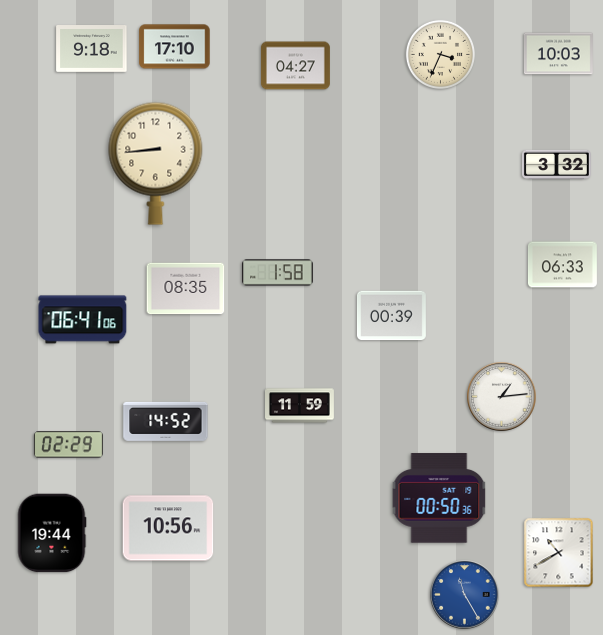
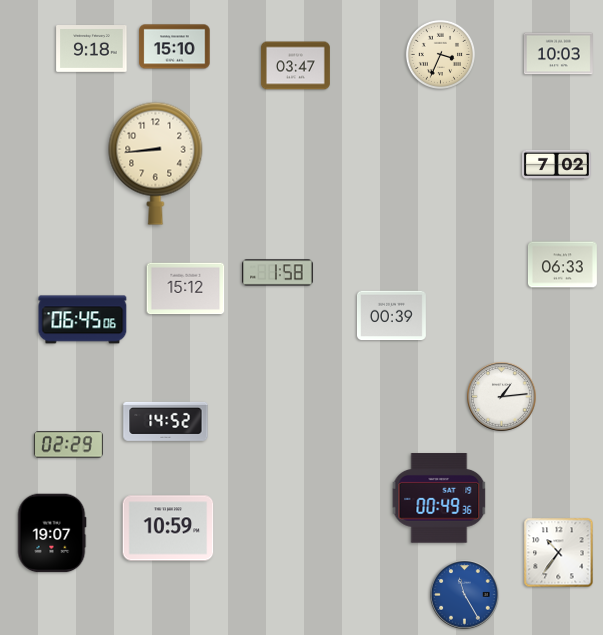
clock at (175, 47): 17:10 -> 15:10
clock at (295, 66): 04:27 -> 03:47
clock at (556, 165): 3:32 -> 7:02
clock at (186, 289): 08:35 -> 15:12
clock at (83, 320): 06:41 -> 06:45
clock at (300, 406): 11:59 -> none
clock at (439, 498): 00:50 -> 00:49
clock at (168, 528): 10:56 -> 10:59
clock at (52, 533): 19:44 -> 19:07
clock at (559, 553): 10:40 -> 10:36
